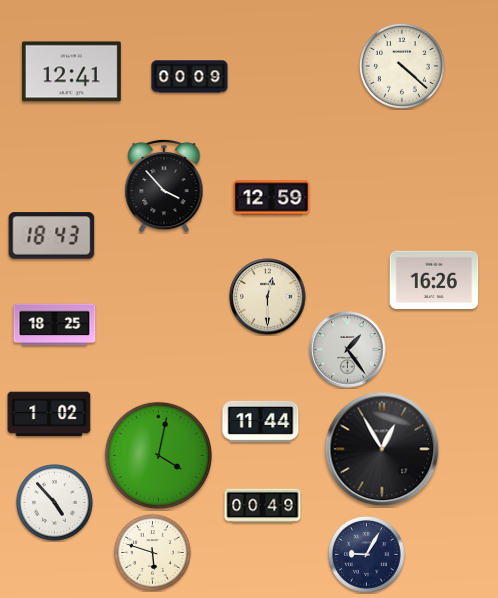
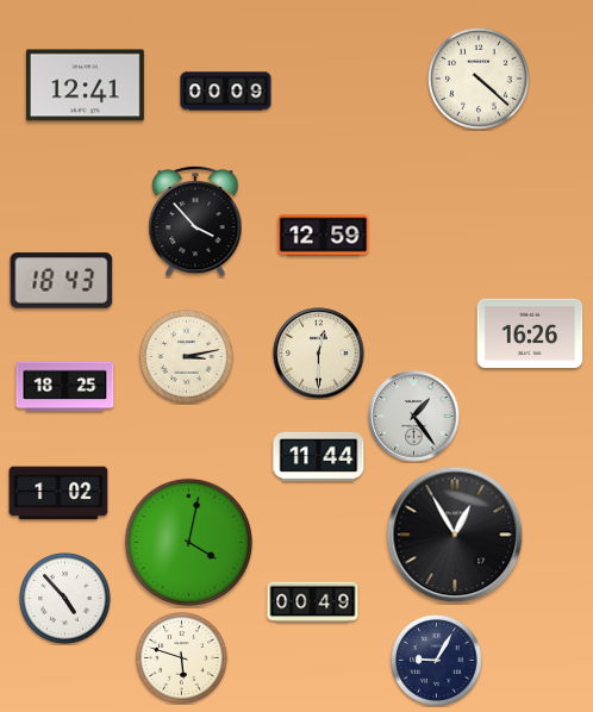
clock at (434, 279) position: (434, 279) -> (530, 332)
clock at (187, 357): none -> 3:13
clock at (261, 421) position: (261, 421) -> (319, 456)
